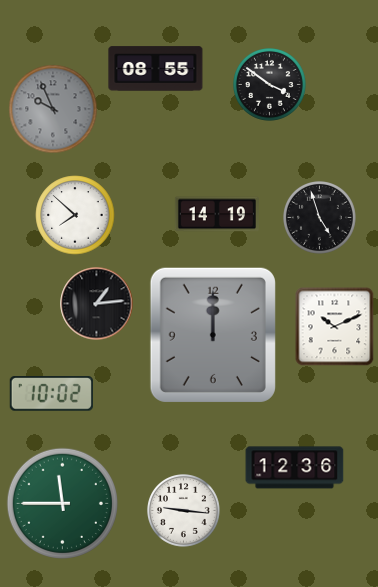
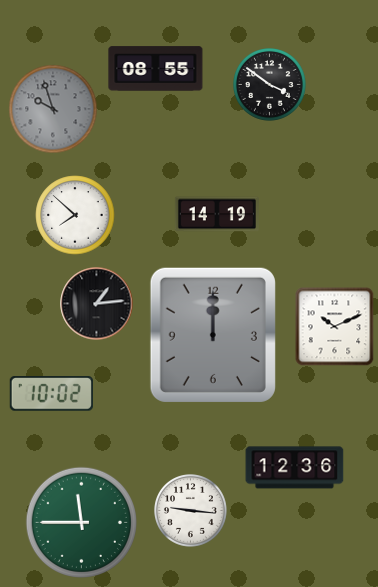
clock at (53, 109): 9:56 -> 9:57
clock at (320, 218): 4:57 -> none
clock at (62, 503) position: (62, 503) -> (81, 522)
clock at (184, 511) position: (184, 511) -> (191, 511)
